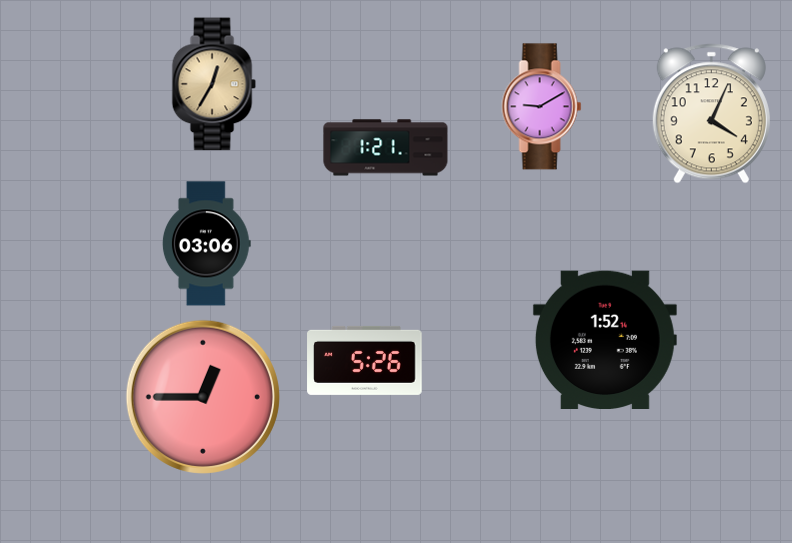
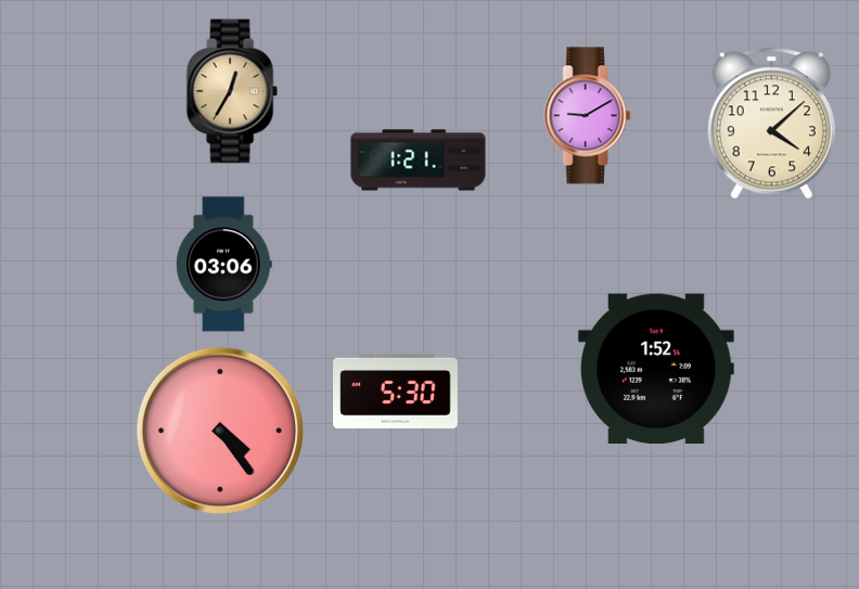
clock at (711, 114): 4:04 -> 4:08
clock at (365, 360): 5:26 -> 5:30
clock at (203, 397): 12:45 -> 4:24
